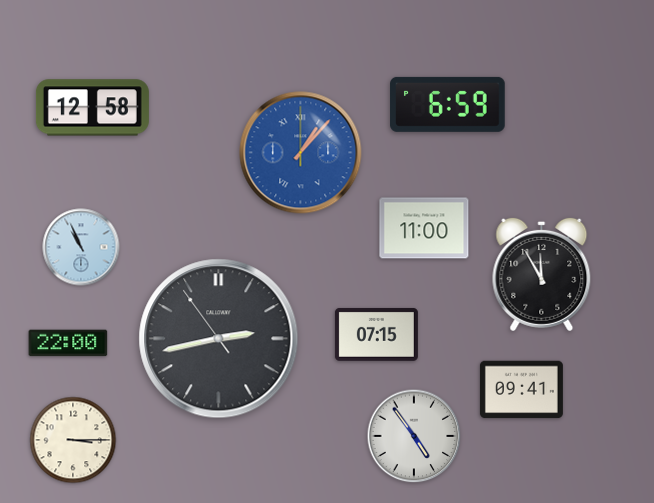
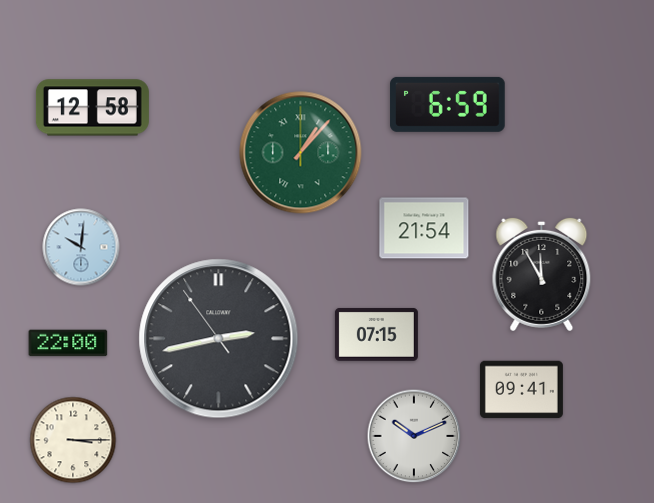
clock at (301, 153) dial: blue -> green
clock at (424, 228): 11:00 -> 21:54
clock at (81, 247): 10:56 -> 10:01
clock at (414, 436): 4:54 -> 10:11
